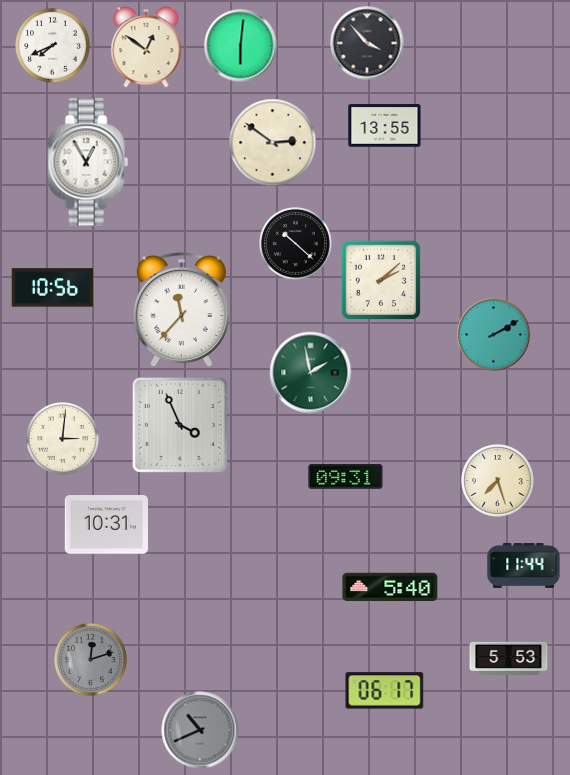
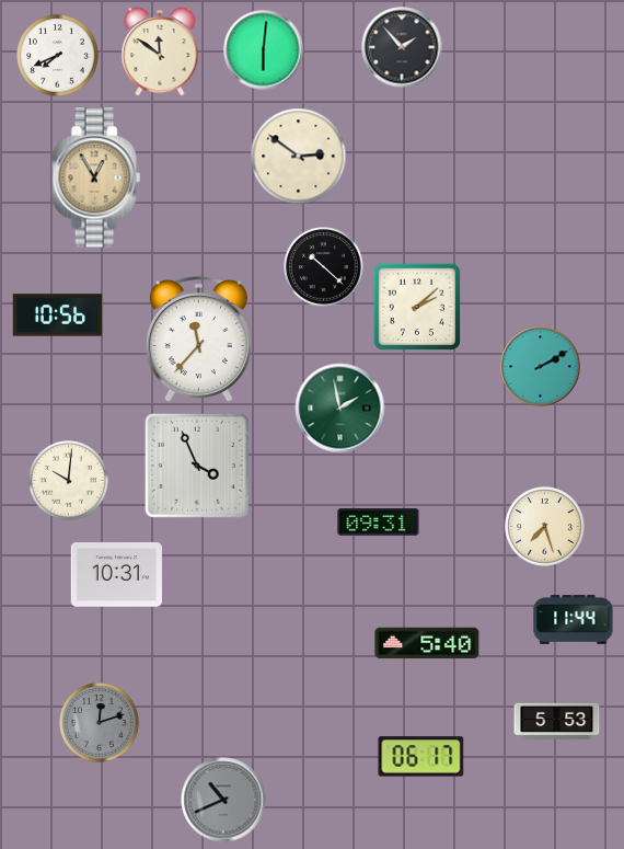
clock at (367, 43): 3:53 -> 1:53
clock at (53, 46) position: (53, 46) -> (58, 56)
clock at (146, 47): 12:51 -> 11:51
clock at (385, 126): 13:55 -> none
clock at (88, 162) dial: white -> champagne
clock at (63, 439): 3:01 -> 10:01
clock at (200, 730) position: (200, 730) -> (223, 800)
